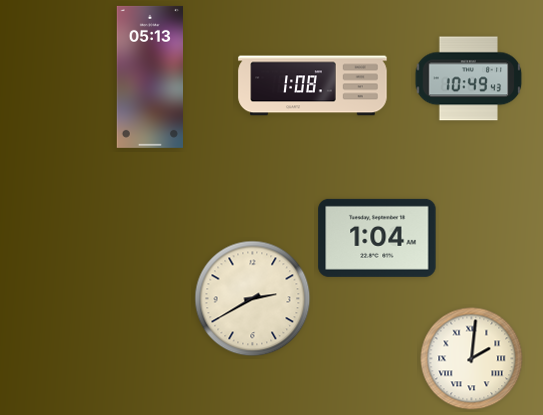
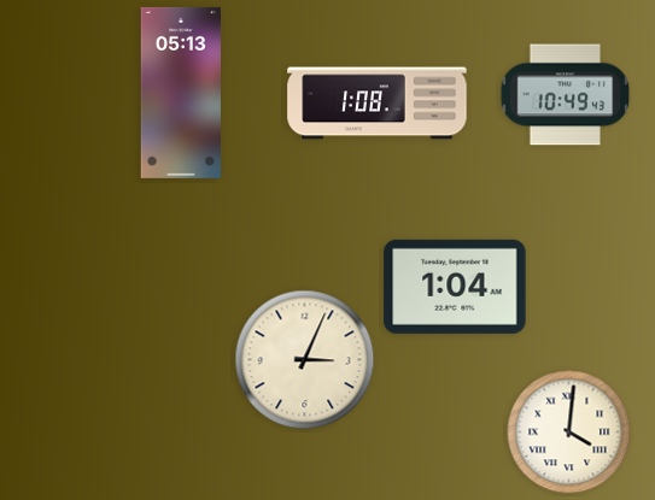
clock at (253, 299): 2:40 -> 3:04
clock at (472, 359): 2:01 -> 4:01
